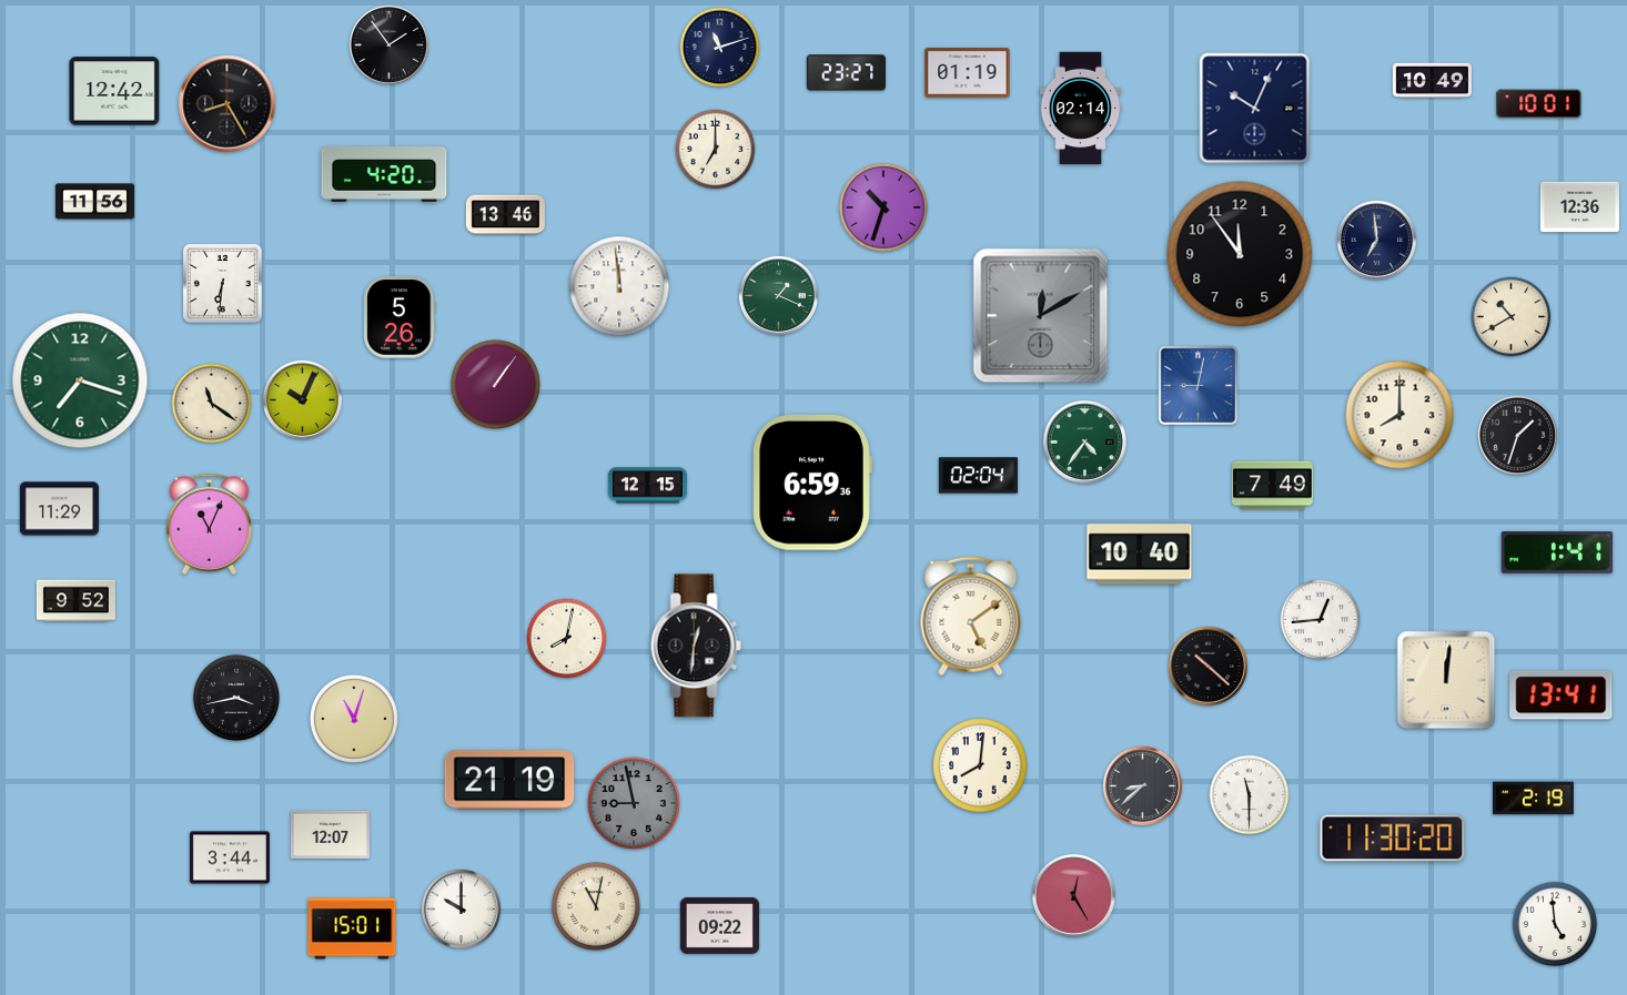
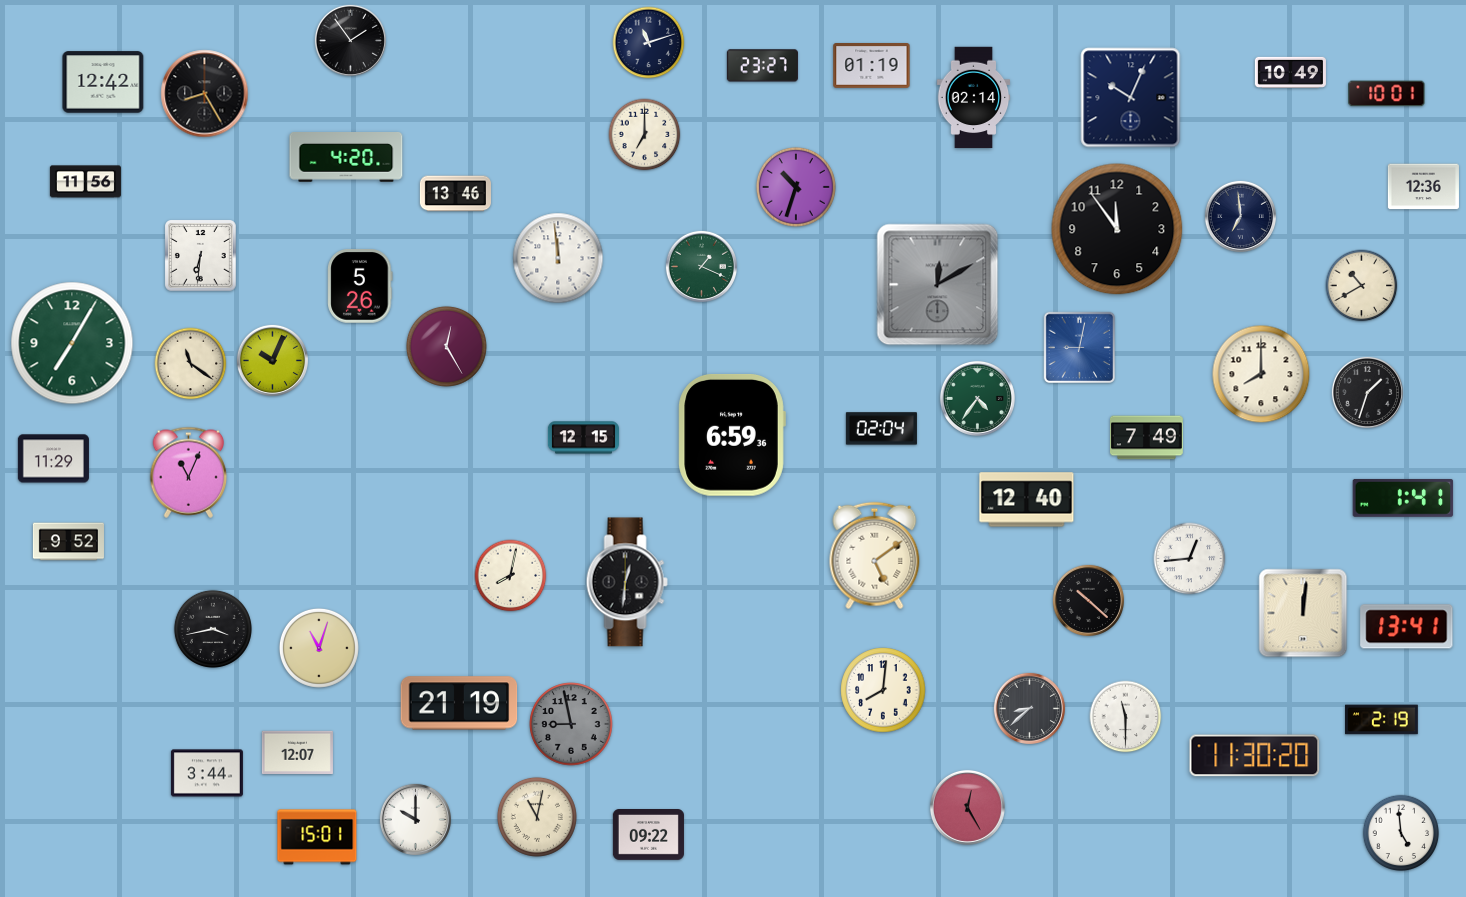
clock at (80, 380): 7:18 -> 7:05
clock at (495, 384): 1:06 -> 12:25
clock at (1140, 555): 10:40 -> 12:40
